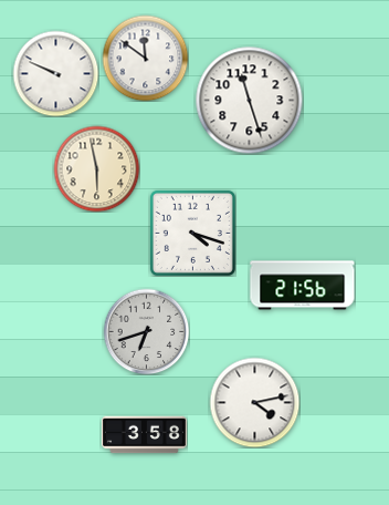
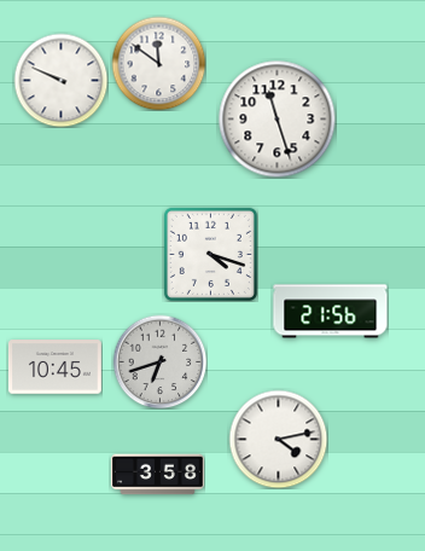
clock at (249, 100) position: (249, 100) -> (276, 118)
clock at (96, 168): 5:58 -> none
clock at (54, 367): none -> 10:45
